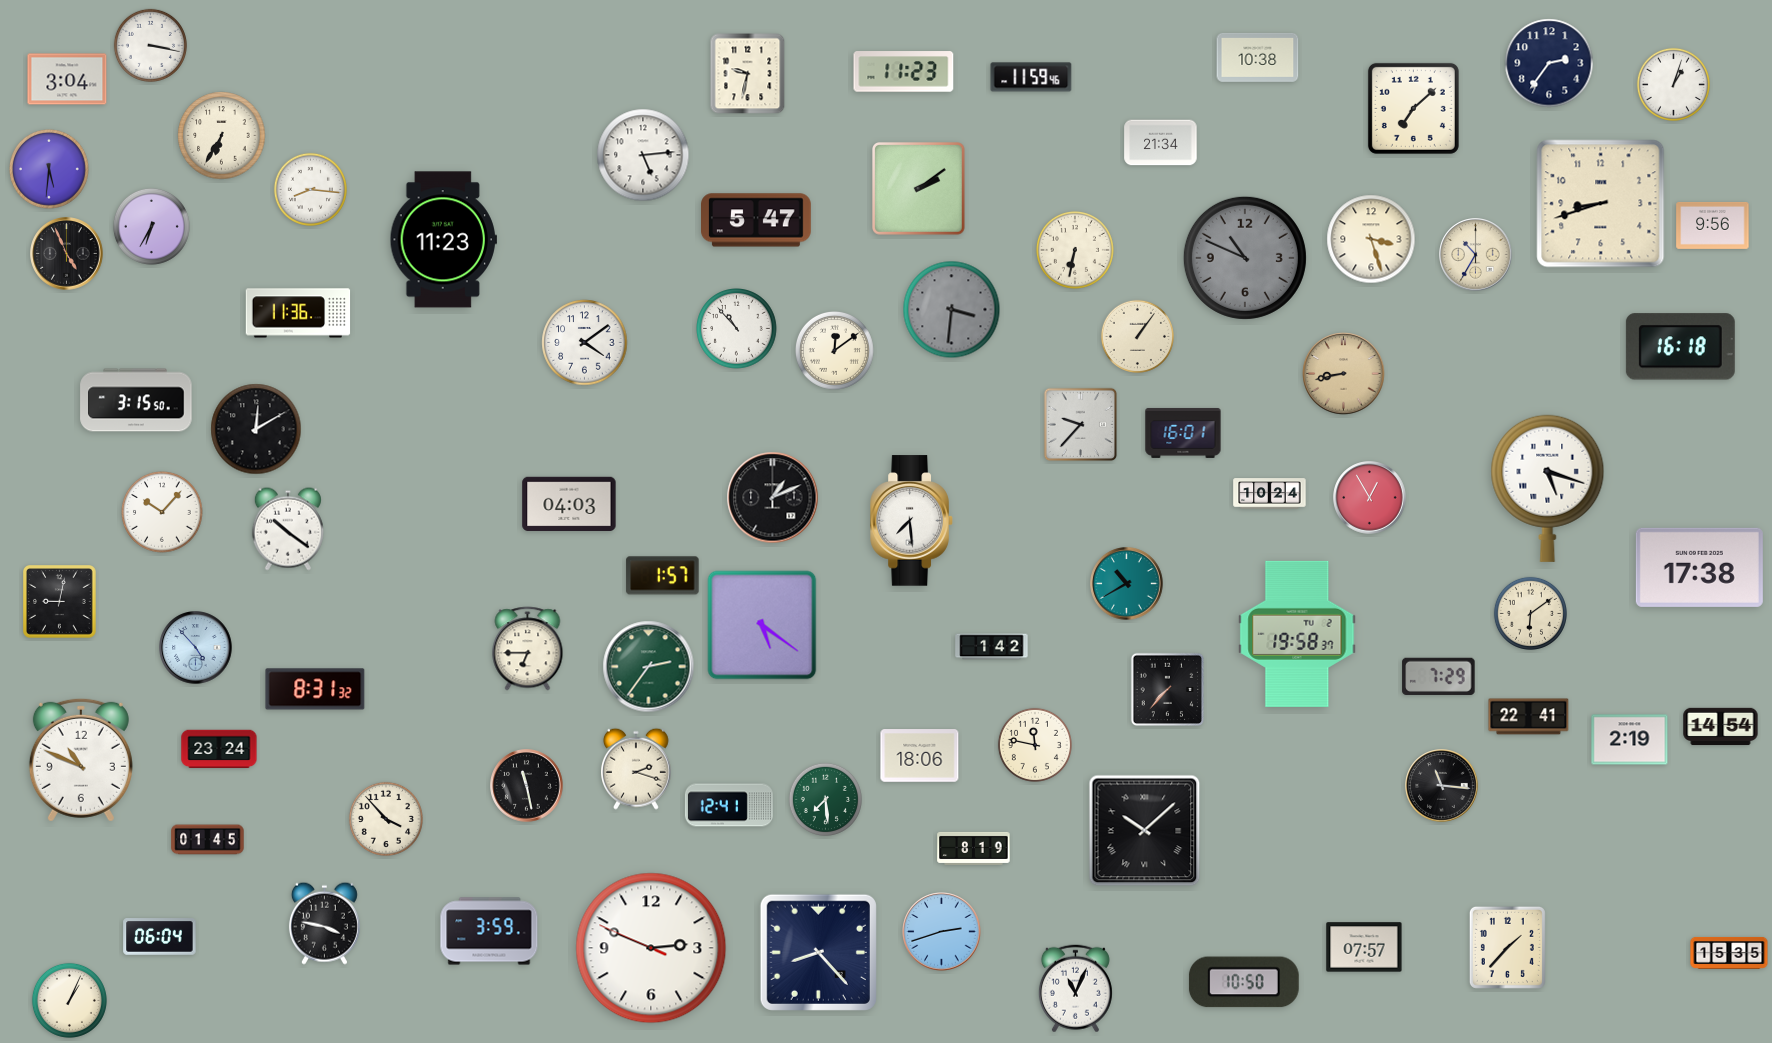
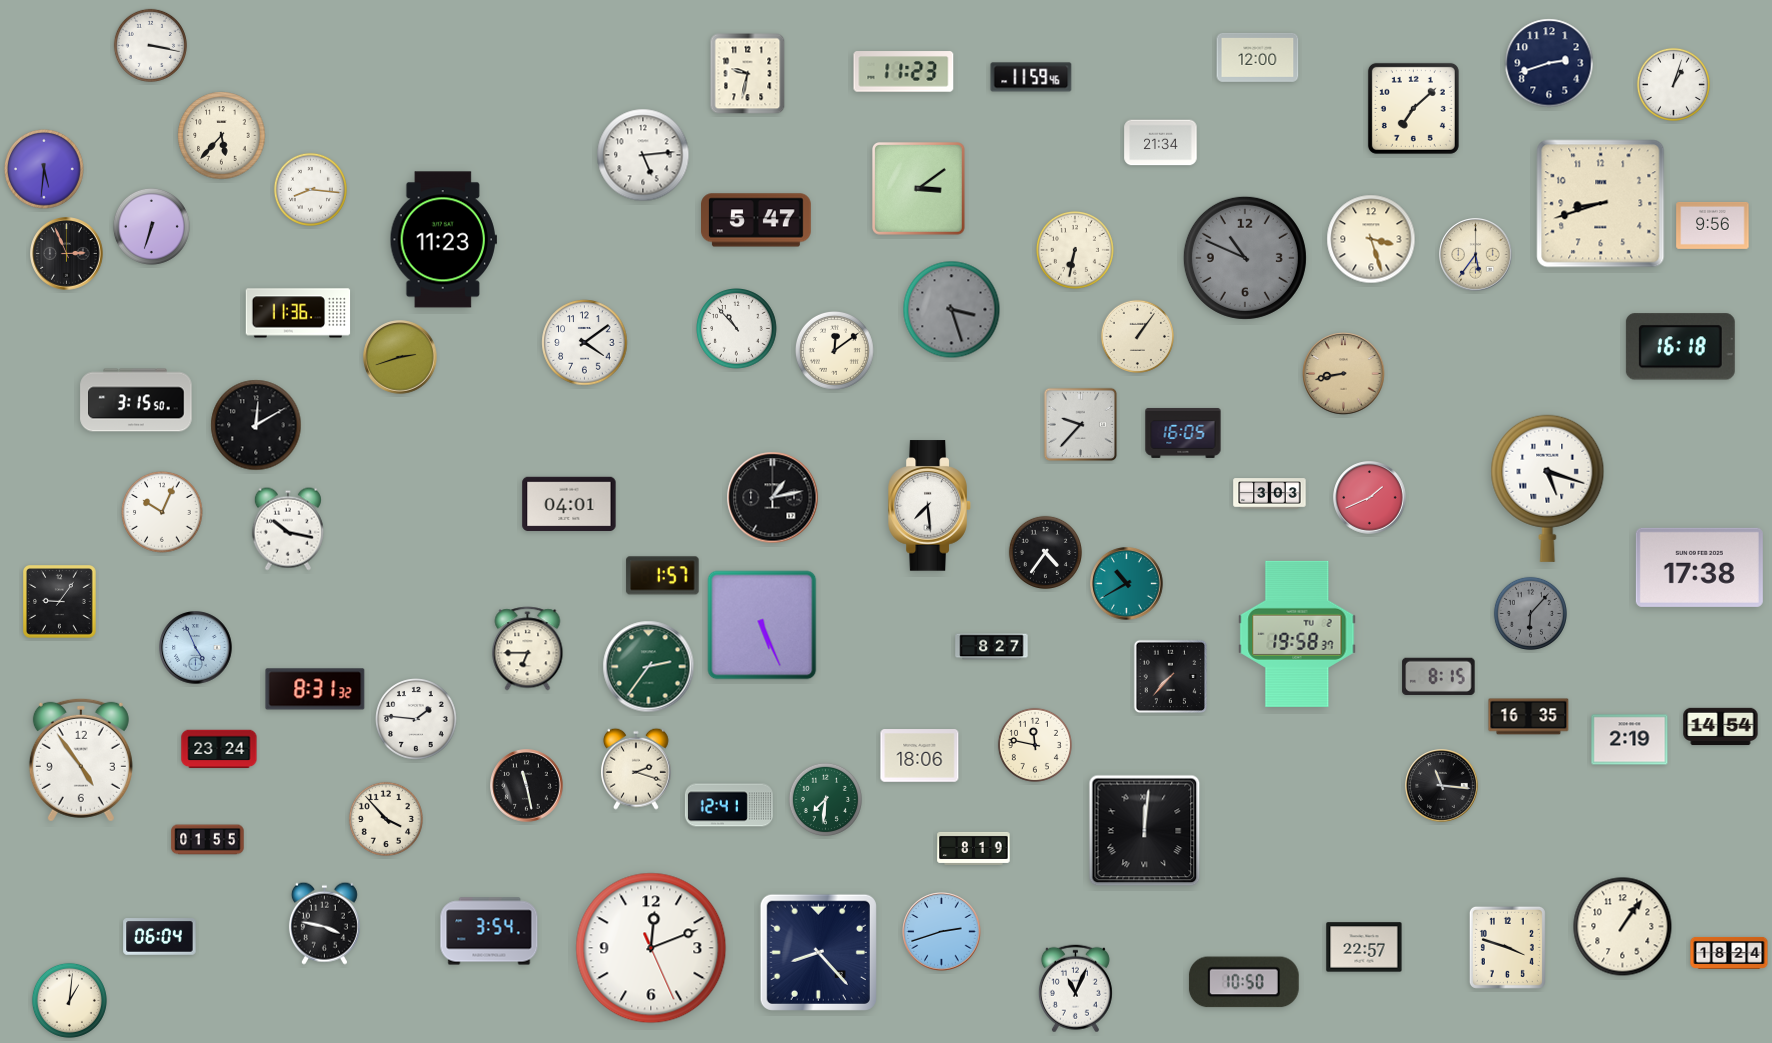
clock at (1258, 57): 10:38 -> 12:00
clock at (1549, 63): 2:36 -> 2:42
clock at (67, 79): 3:04 -> none
clock at (222, 136): 6:35 -> 5:37
clock at (50, 170) position: (50, 170) -> (45, 170)
clock at (919, 189): 2:09 -> 3:09
clock at (151, 226): 6:35 -> 6:33
clock at (67, 254): 4:56 -> 2:56
clock at (1476, 255): 10:35 -> 5:36
clock at (952, 310): 3:31 -> 3:27
clock at (400, 357): none -> 2:42
clock at (256, 429) position: (256, 429) -> (256, 425)
clock at (1183, 433): 16:01 -> 16:05
clock at (1270, 494): 10:24 -> 3:03
clock at (773, 498): 1:11 -> 1:13
clock at (1370, 498): 12:55 -> 1:41
clock at (569, 503): 04:03 -> 04:01
clock at (162, 512): 10:07 -> 10:04
clock at (912, 521) position: (912, 521) -> (930, 506)
clock at (288, 529): 10:21 -> 10:17
clock at (1045, 552): none -> 4:36
clock at (60, 602): 9:02 -> 9:06
clock at (1530, 613): 6:09 -> 6:07
clock at (1530, 613) dial: cream -> grey
clock at (762, 625): 5:21 -> 5:26
clock at (992, 647): 1:42 -> 8:27
clock at (196, 648): 4:53 -> 4:56
clock at (1439, 676): 7:29 -> 8:15
clock at (1168, 690) position: (1168, 690) -> (1171, 677)
clock at (1529, 717): 22:41 -> 16:35
clock at (416, 719): none -> 1:46
clock at (81, 760): 10:49 -> 4:54
clock at (825, 799): 7:29 -> 7:31
clock at (1145, 831): 10:08 -> 12:01
clock at (208, 840): 01:45 -> 01:55
clock at (1623, 927): none -> 1:06
clock at (489, 931): 3:59 -> 3:54
clock at (1364, 947): 07:57 -> 22:57
clock at (1507, 947): 1:37 -> 3:48
clock at (651, 948): 2:48 -> 12:11
clock at (1729, 953): 15:35 -> 18:24
clock at (69, 1000): 1:04 -> 1:01
